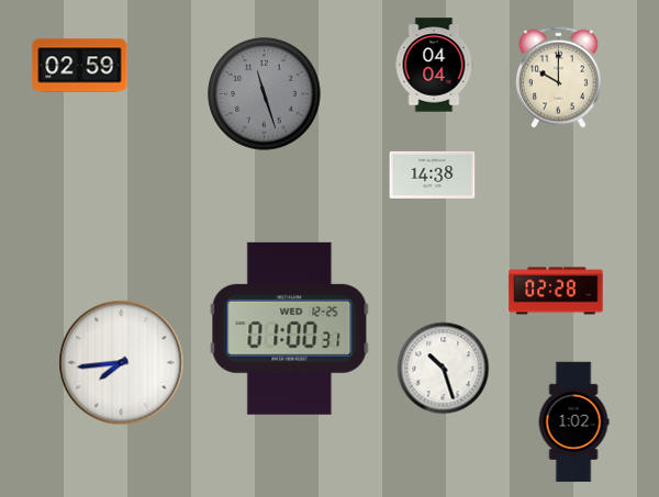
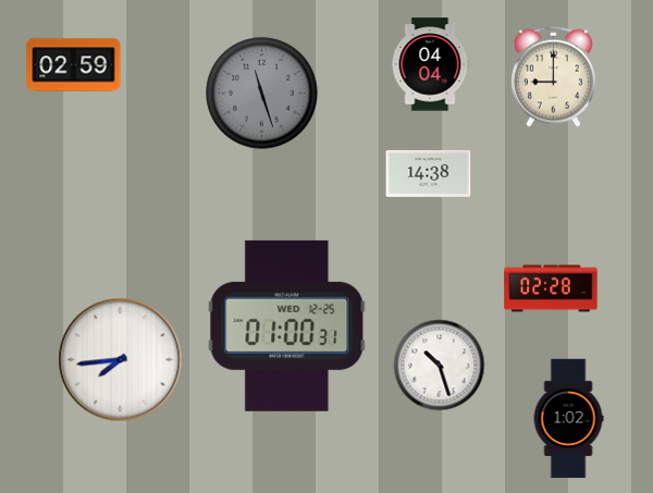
clock at (80, 66) position: (80, 66) -> (74, 65)
clock at (558, 77): 10:00 -> 9:00
